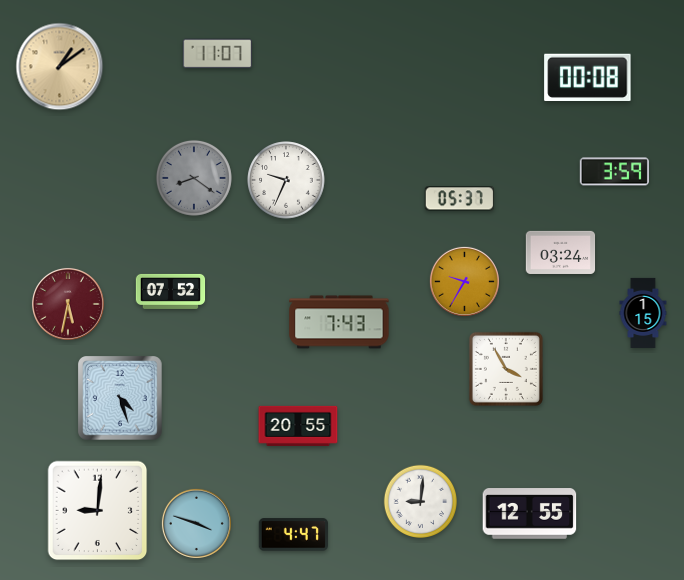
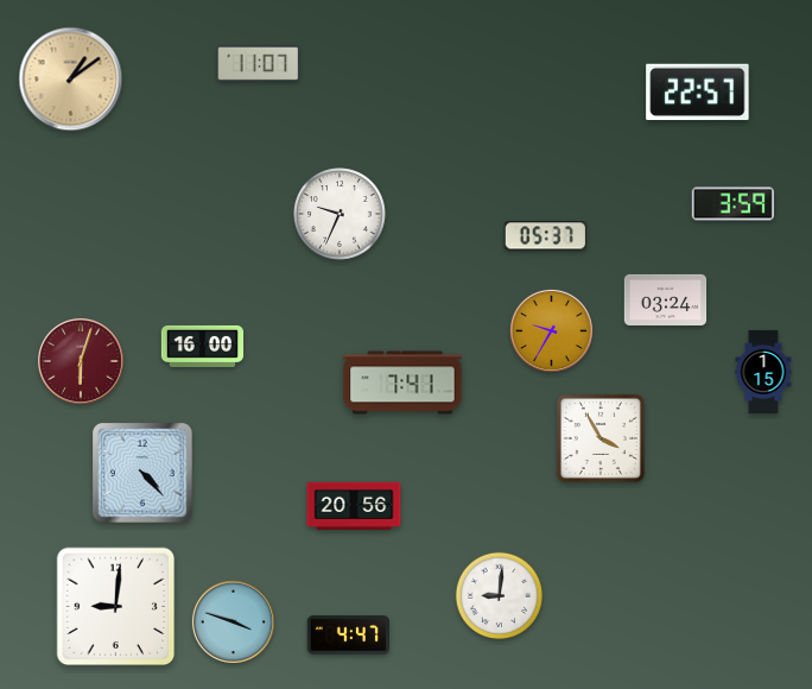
clock at (588, 77): 00:08 -> 22:57
clock at (614, 172) position: (614, 172) -> (732, 204)
clock at (194, 178): 8:21 -> none
clock at (464, 281) position: (464, 281) -> (551, 330)
clock at (171, 291): 07:52 -> 16:00
clock at (68, 304): 5:32 -> 6:03
clock at (339, 322): 7:43 -> 7:41
clock at (120, 398): 4:27 -> 4:23
clock at (298, 426): 20:55 -> 20:56
clock at (530, 514): 12:55 -> none
